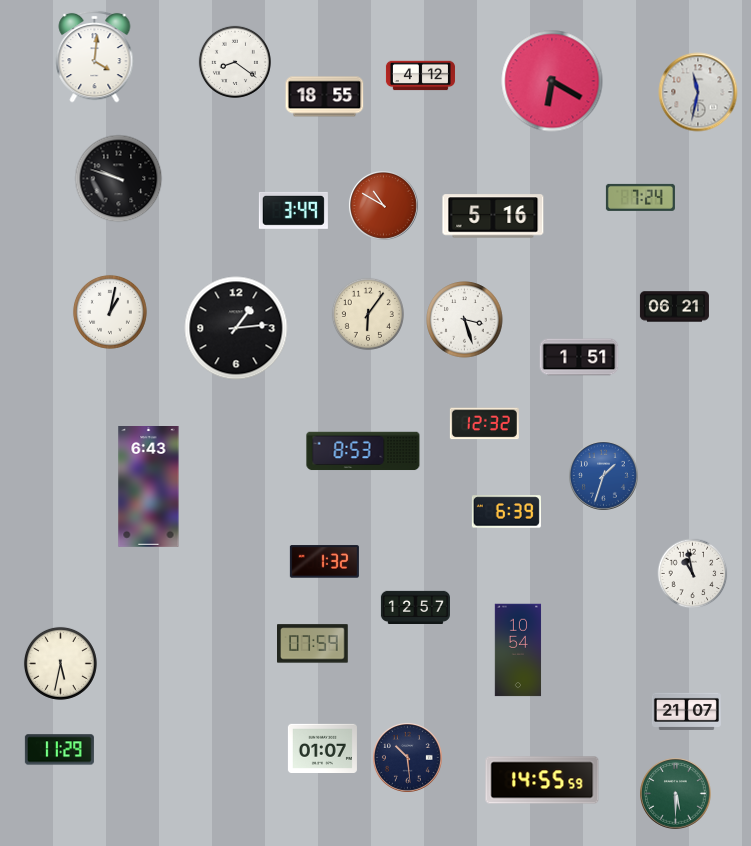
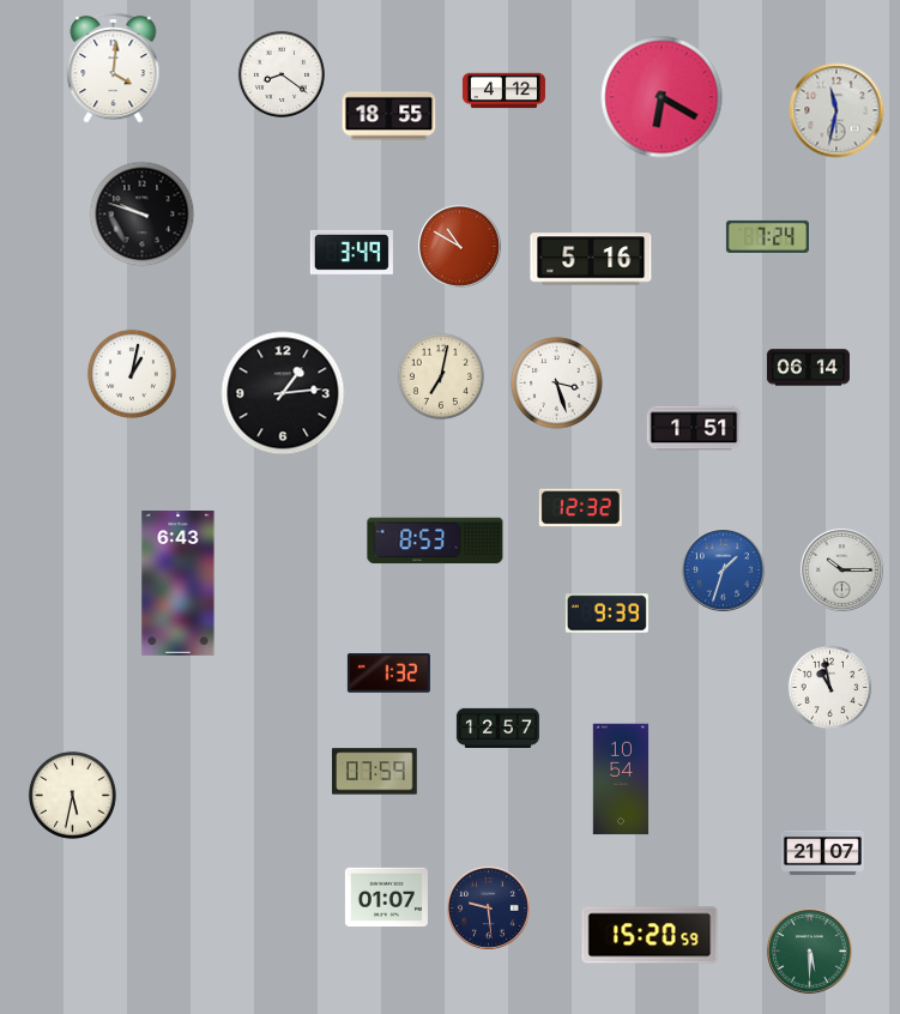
clock at (674, 307): 06:21 -> 06:14
clock at (368, 314): 6:06 -> 7:02
clock at (842, 571): none -> 10:15
clock at (506, 512): 6:39 -> 9:39
clock at (59, 750): 11:29 -> none
clock at (408, 758): 10:29 -> 9:29
clock at (542, 780): 14:55 -> 15:20
